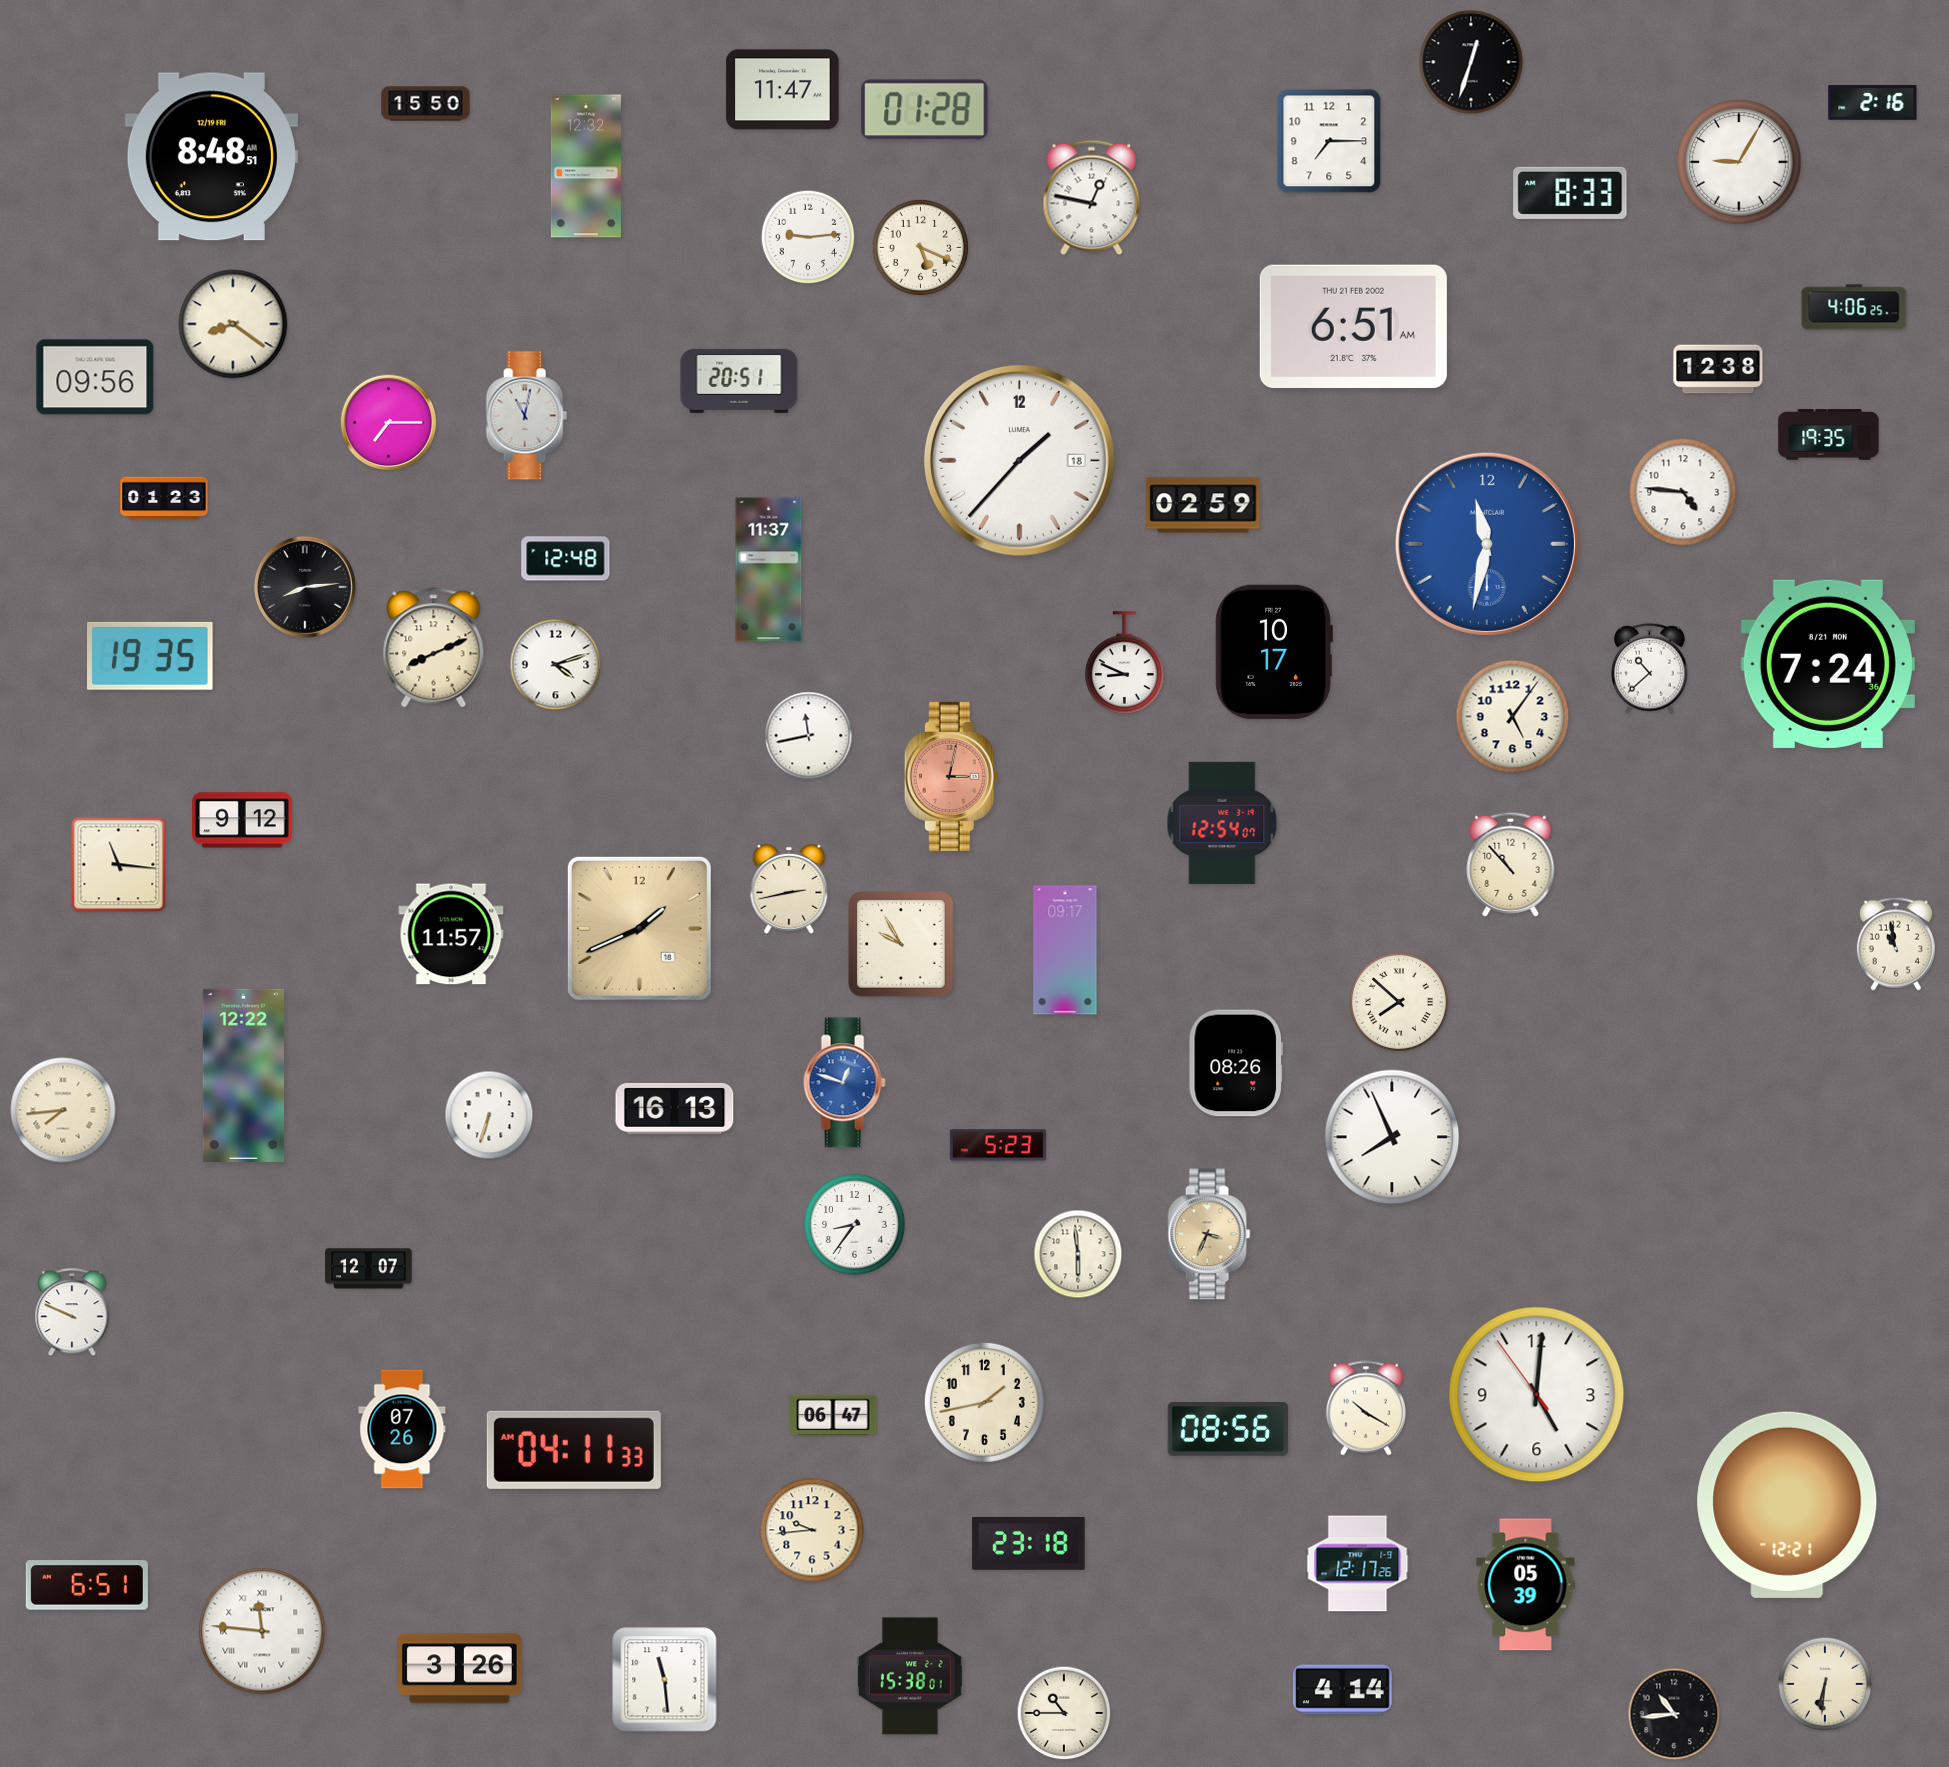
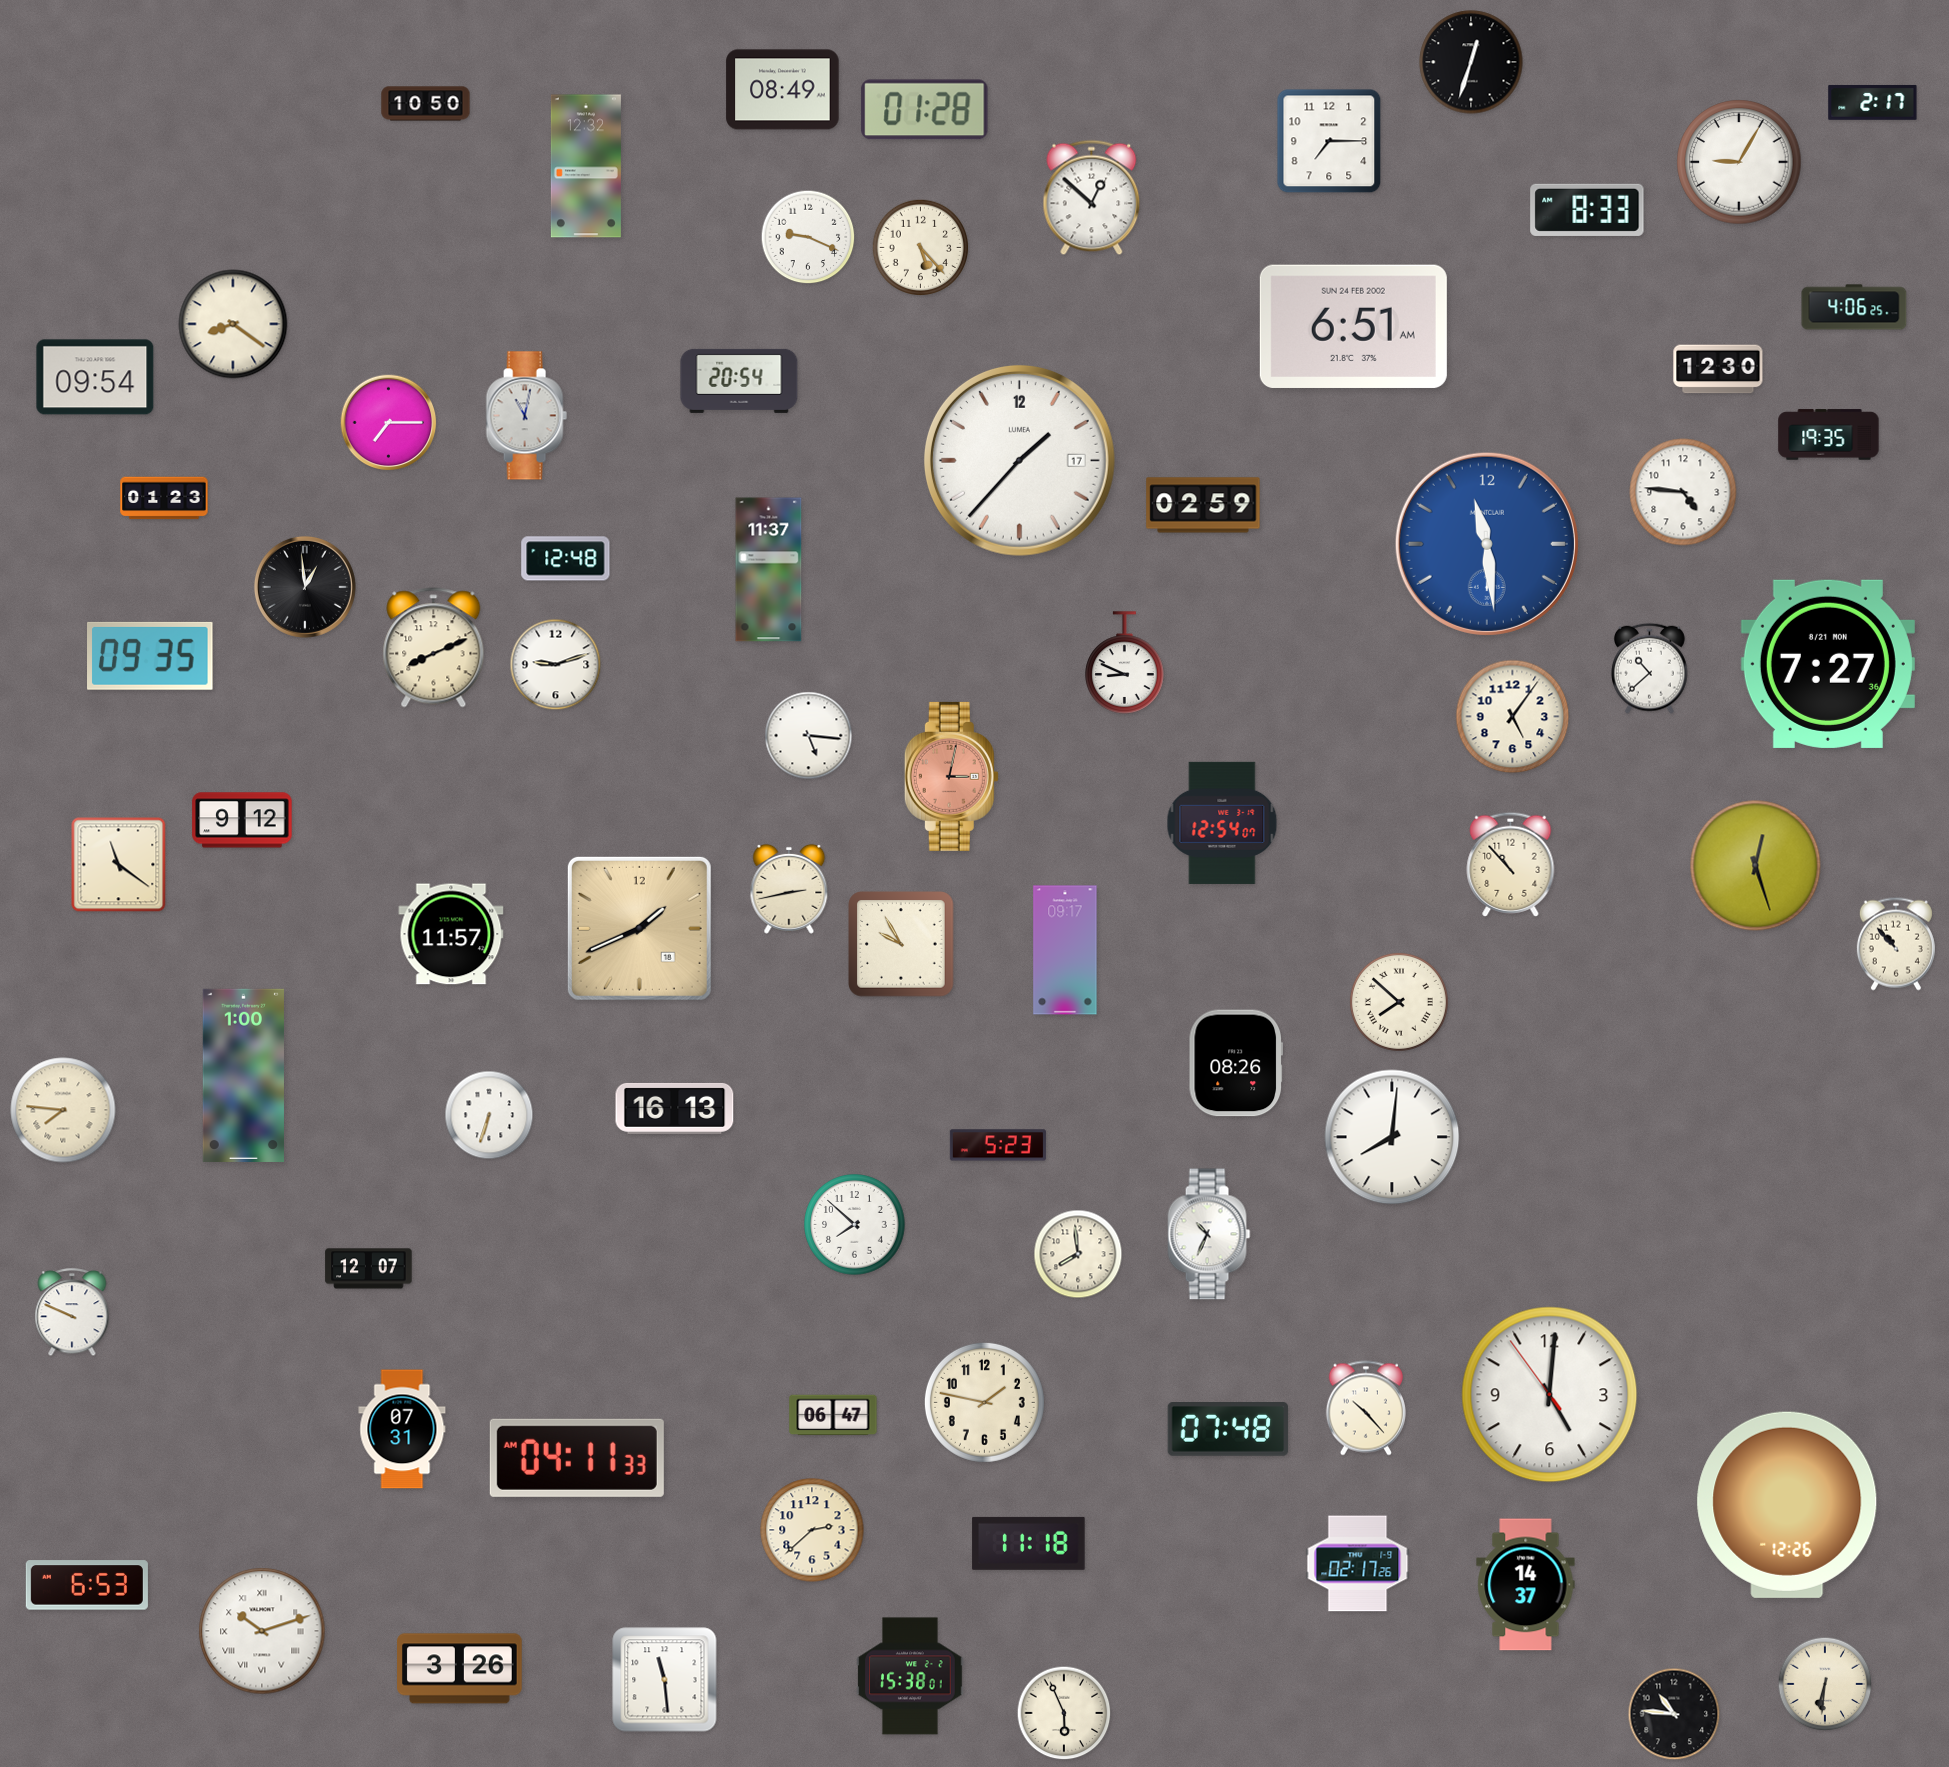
clock at (783, 90): 11:47 -> 08:49
clock at (1873, 102): 2:16 -> 2:17
clock at (426, 104): 15:50 -> 10:50
clock at (211, 157): 8:48 -> none
clock at (1570, 193) position: (1570, 193) -> (1587, 210)
clock at (1092, 198): 12:47 -> 12:52
clock at (808, 237): 9:14 -> 9:19
clock at (920, 247): 5:19 -> 5:23
clock at (1353, 326) date: THU 21 FEB 2002 -> SUN 24 FEB 2002
clock at (1718, 369): 12:38 -> 12:30
clock at (95, 377): 09:56 -> 09:54
clock at (739, 381): 20:51 -> 20:54
clock at (1019, 460) date: 18 -> 17
clock at (1487, 544): 11:32 -> 11:29
clock at (305, 587): 8:14 -> 12:59
clock at (1274, 652): 10:17 -> none
clock at (151, 656): 19:35 -> 09:35
clock at (1828, 664): 7:24 -> 7:27
clock at (556, 665): 4:12 -> 9:12
clock at (809, 736): 11:43 -> 5:16
clock at (119, 865): 11:16 -> 11:21
clock at (1756, 866): none -> 12:27
clock at (1896, 944): 10:58 -> 10:53
clock at (243, 1075): 12:22 -> 1:00
clock at (844, 1083): 12:48 -> none
clock at (63, 1110): 7:44 -> 7:46
clock at (1392, 1137): 7:56 -> 8:01
clock at (855, 1225): 8:36 -> 7:52
clock at (1209, 1234): 3:34 -> 10:34
clock at (1209, 1234) dial: champagne -> white
clock at (1078, 1254): 5:59 -> 7:59
clock at (1537, 1395) position: (1537, 1395) -> (1550, 1395)
clock at (984, 1402): 1:43 -> 1:47
clock at (1366, 1408): 10:20 -> 10:23
clock at (402, 1429): 07:26 -> 07:31
clock at (1228, 1430): 08:56 -> 07:48
clock at (574, 1450) position: (574, 1450) -> (577, 1458)
clock at (1787, 1505): 12:21 -> 12:26
clock at (812, 1530): 9:44 -> 2:38
clock at (1029, 1543): 23:18 -> 11:18
clock at (1358, 1564): 12:17 -> 02:17
clock at (87, 1585): 6:51 -> 6:53
clock at (1526, 1585): 05:39 -> 14:37
clock at (262, 1631): 11:46 -> 10:12
clock at (1343, 1690): 4:14 -> none
clock at (1064, 1713): 10:45 -> 5:56
clock at (1674, 1714): 10:44 -> 10:46
